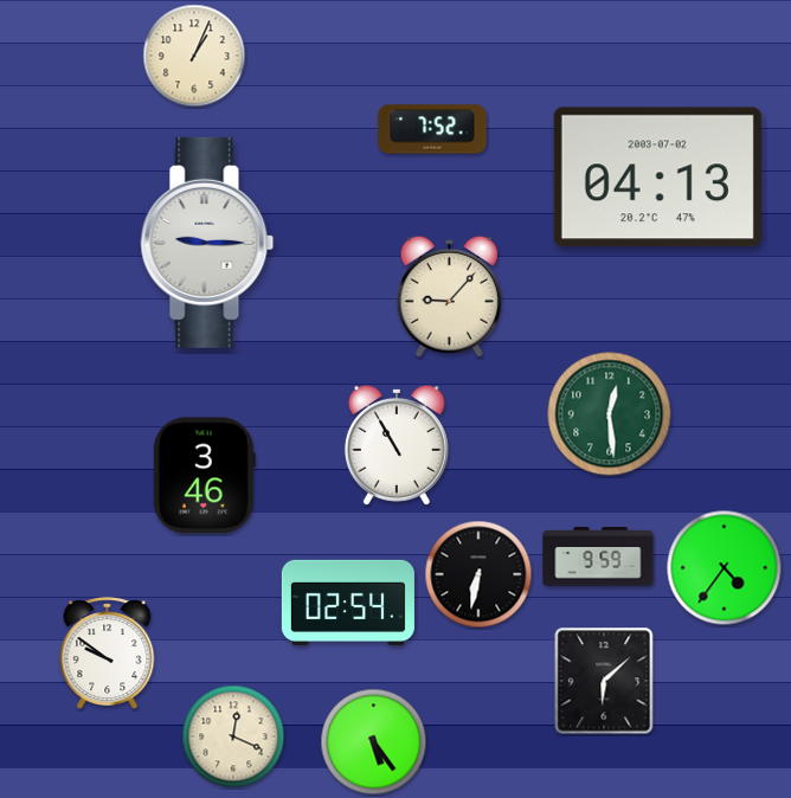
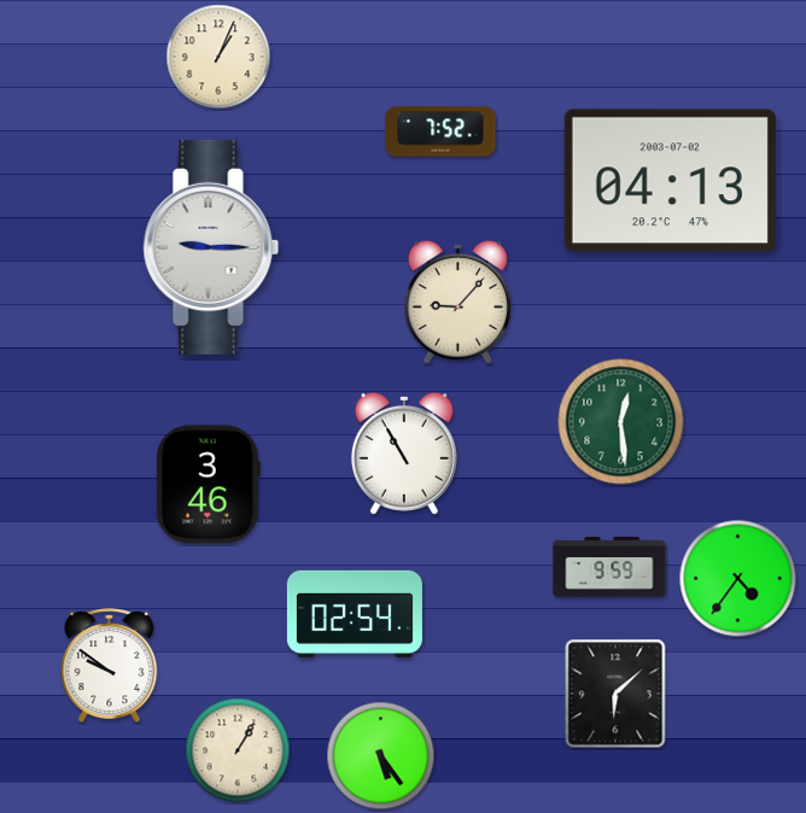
clock at (194, 56) position: (194, 56) -> (218, 57)
clock at (478, 574): 6:32 -> none
clock at (233, 736): 12:19 -> 1:05
